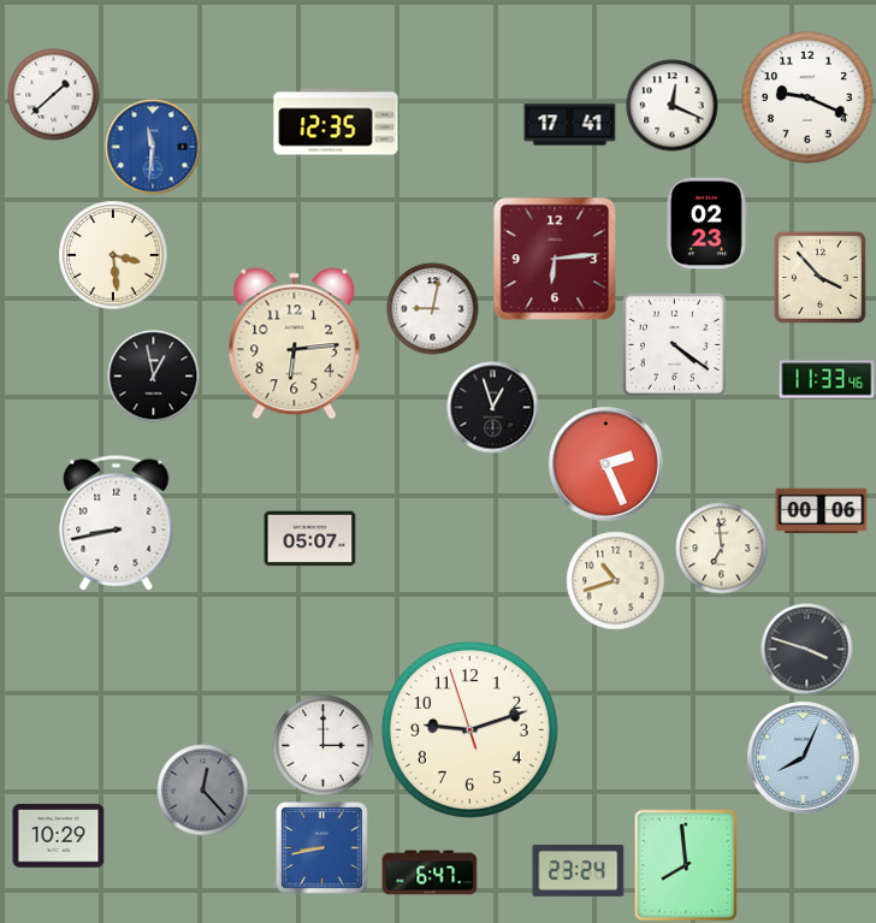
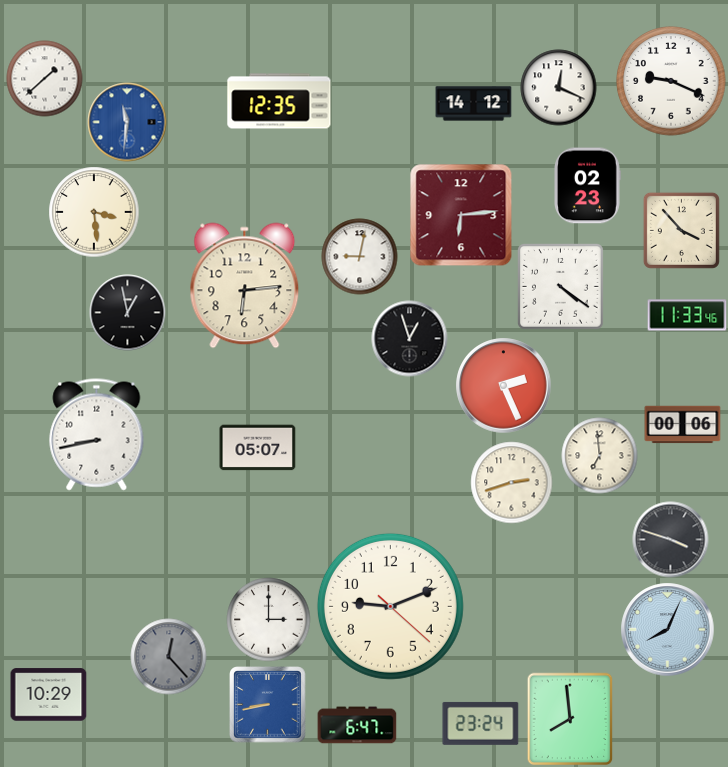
clock at (570, 125): 17:41 -> 14:12
clock at (616, 581): 10:42 -> 2:42
clock at (469, 729): 9:11:57 -> 9:11:22
